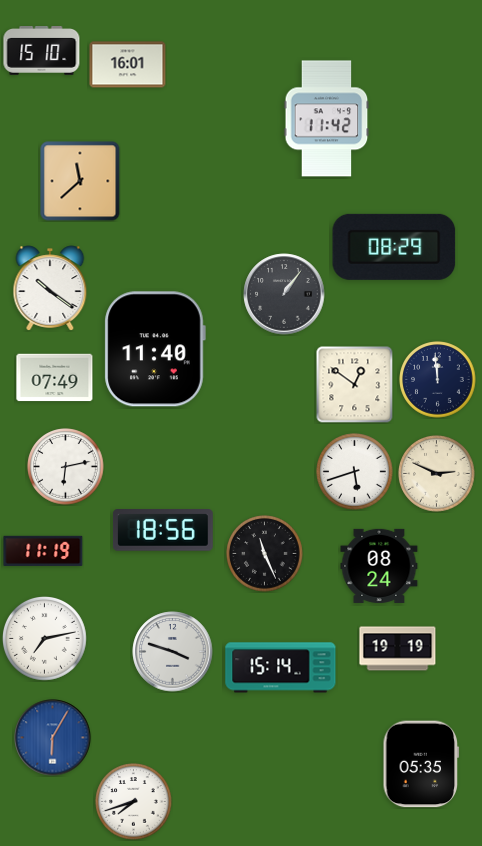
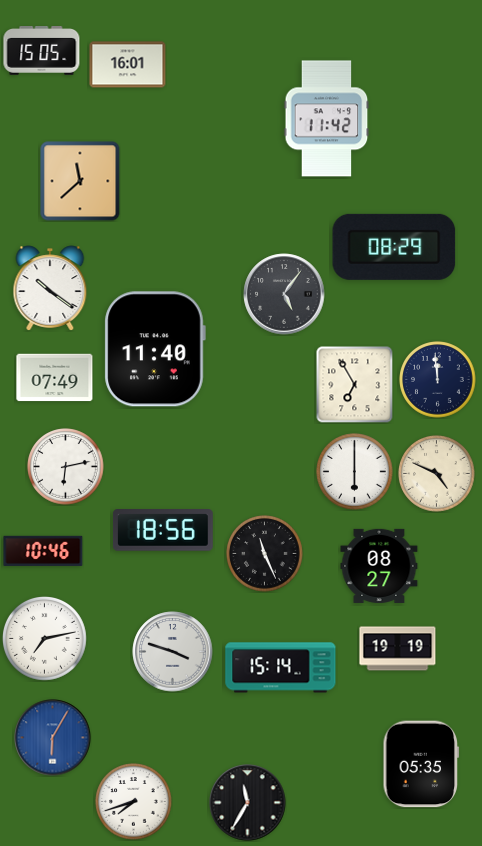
clock at (42, 51): 15:10 -> 15:05
clock at (284, 294): 1:06 -> 5:06
clock at (354, 384): 12:51 -> 6:55
clock at (355, 472): 5:42 -> 6:00
clock at (437, 474): 2:49 -> 4:49
clock at (43, 551): 11:19 -> 10:46
clock at (379, 566): 08:24 -> 08:27
clock at (248, 803): none -> 11:35
